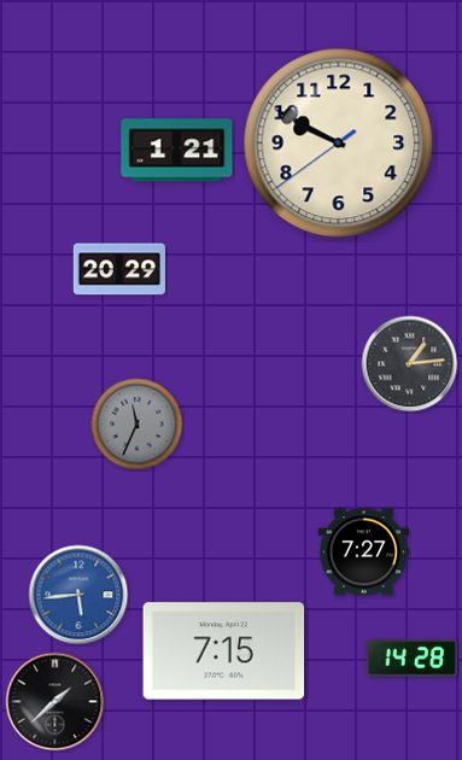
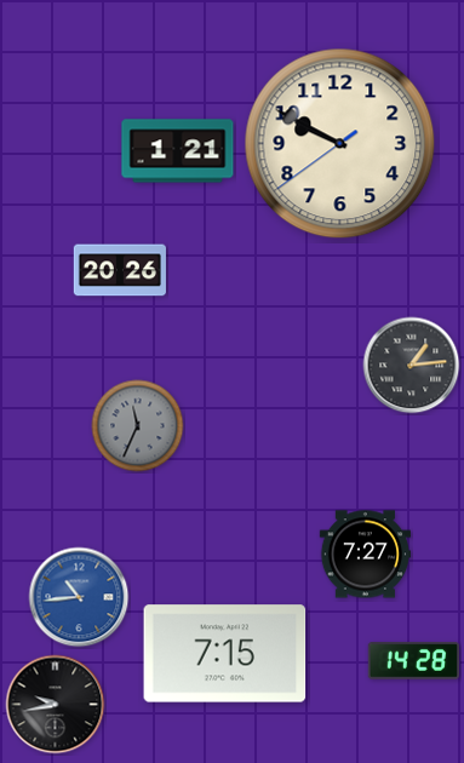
clock at (119, 269): 20:29 -> 20:26
clock at (78, 595): 5:44 -> 10:44
clock at (55, 702): 1:38 -> 9:43
